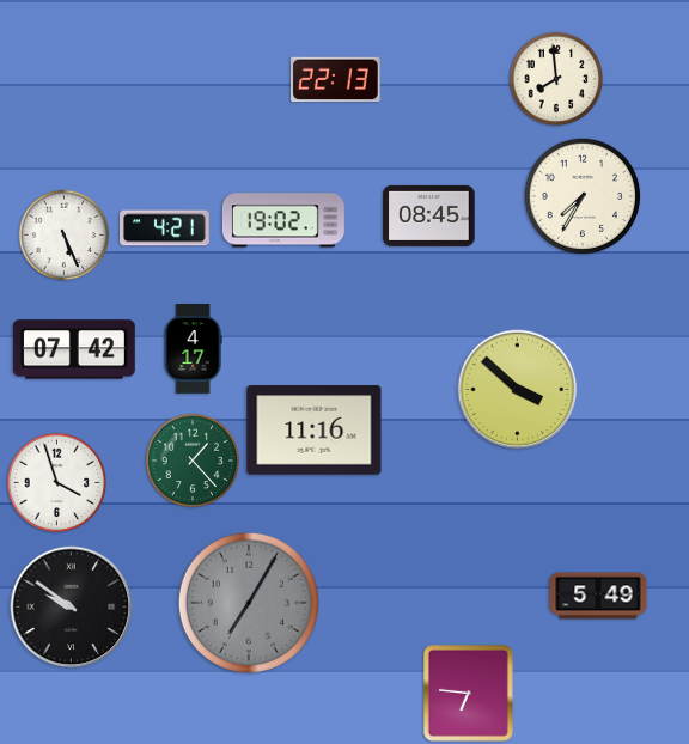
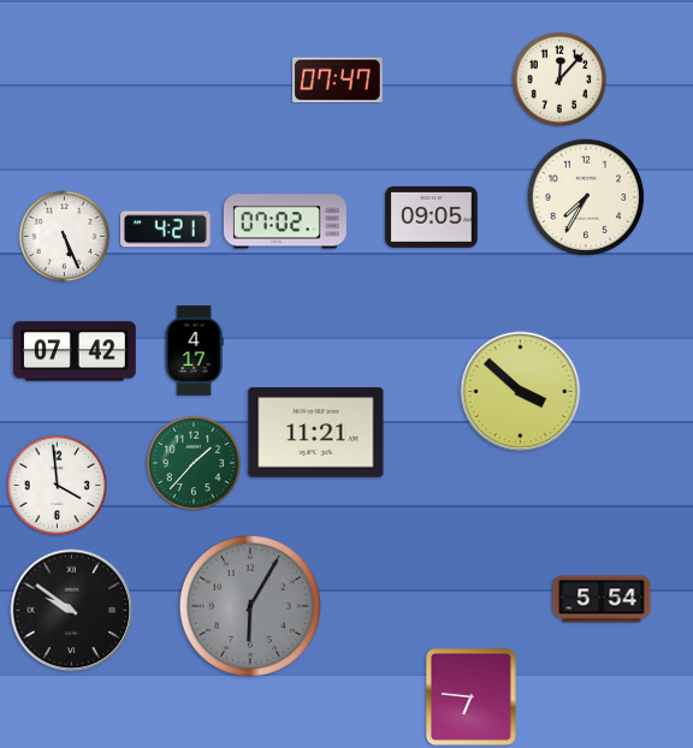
clock at (556, 79): 7:59 -> 12:07
clock at (336, 80): 22:13 -> 07:47
clock at (429, 215): 08:45 -> 09:05
clock at (283, 220): 19:02 -> 07:02
clock at (315, 431): 11:16 -> 11:21
clock at (193, 461): 1:23 -> 1:37
clock at (57, 483): 3:57 -> 3:59
clock at (598, 596): 5:49 -> 5:54
clock at (249, 603): 7:05 -> 6:05
